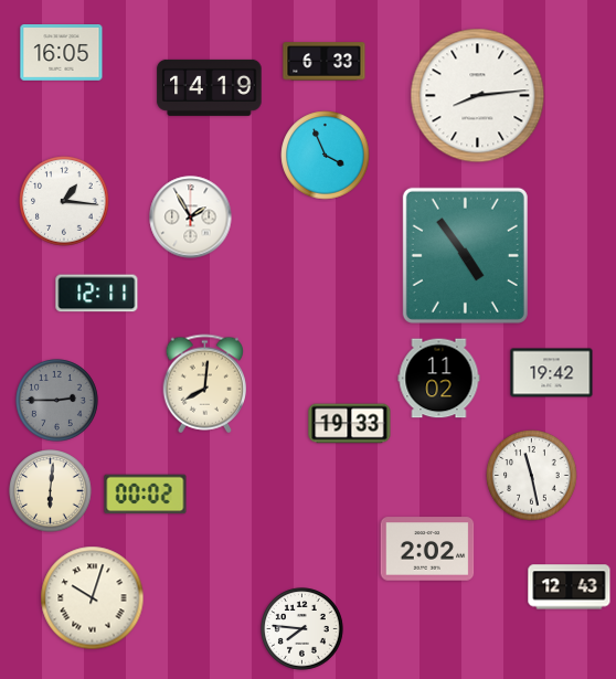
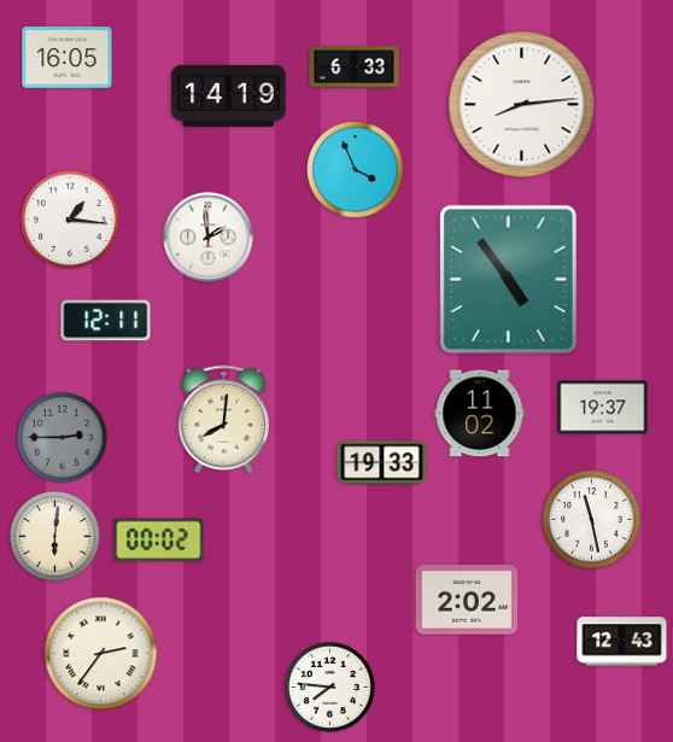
clock at (191, 218): 1:55 -> 1:59
clock at (552, 373): 19:42 -> 19:37
clock at (532, 476) position: (532, 476) -> (592, 520)
clock at (93, 598): 10:03 -> 2:36
